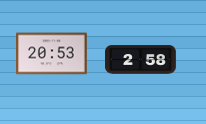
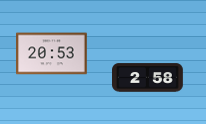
clock at (141, 60) position: (141, 60) -> (148, 78)
